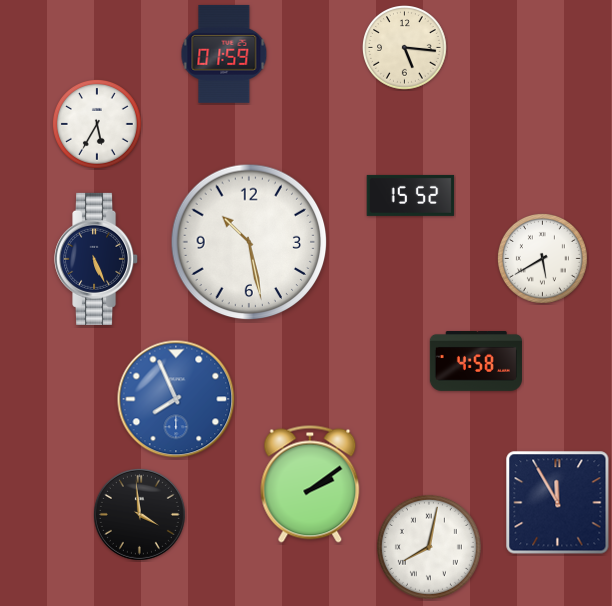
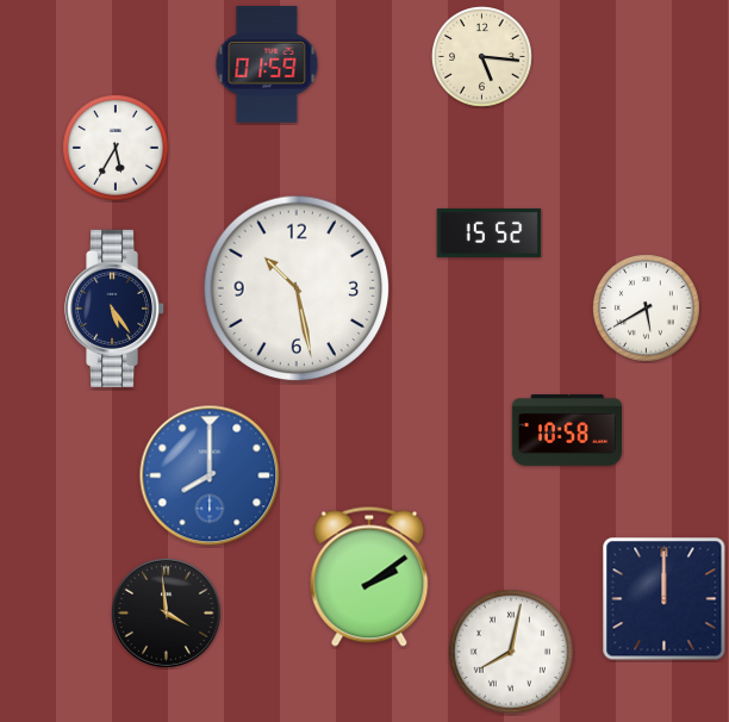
clock at (97, 259): 5:26 -> 5:24
clock at (475, 362): 4:58 -> 10:58
clock at (176, 399): 7:56 -> 8:00
clock at (558, 503): 11:55 -> 12:00
